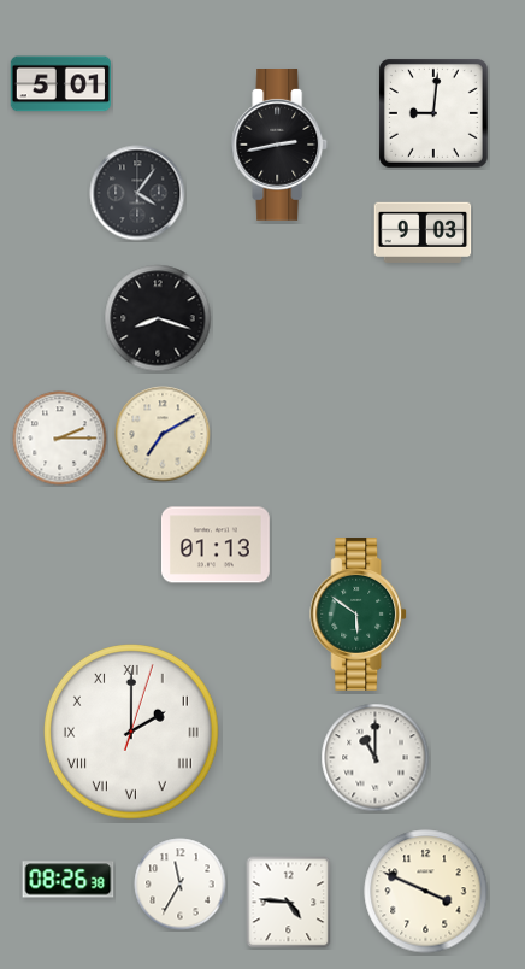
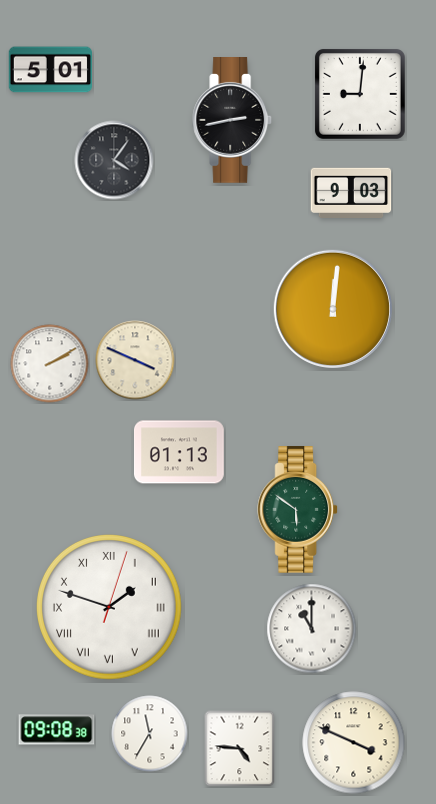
clock at (158, 318): 8:18 -> none
clock at (333, 309): none -> 12:01
clock at (163, 434): 7:10 -> 3:49
clock at (60, 439): 2:15 -> 2:10
clock at (132, 733): 2:00 -> 1:48
clock at (69, 880): 08:26 -> 09:08
clock at (426, 892) position: (426, 892) -> (354, 743)
